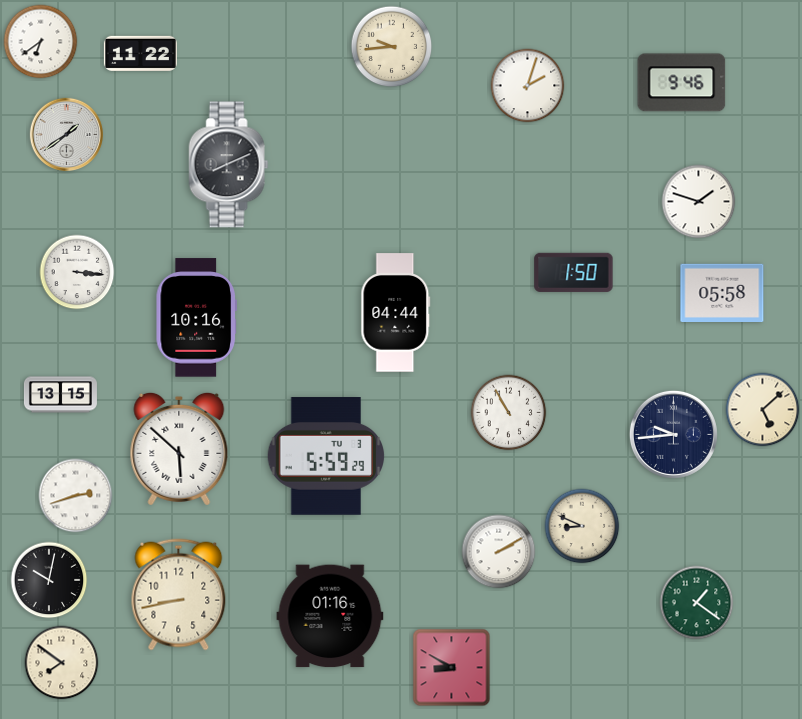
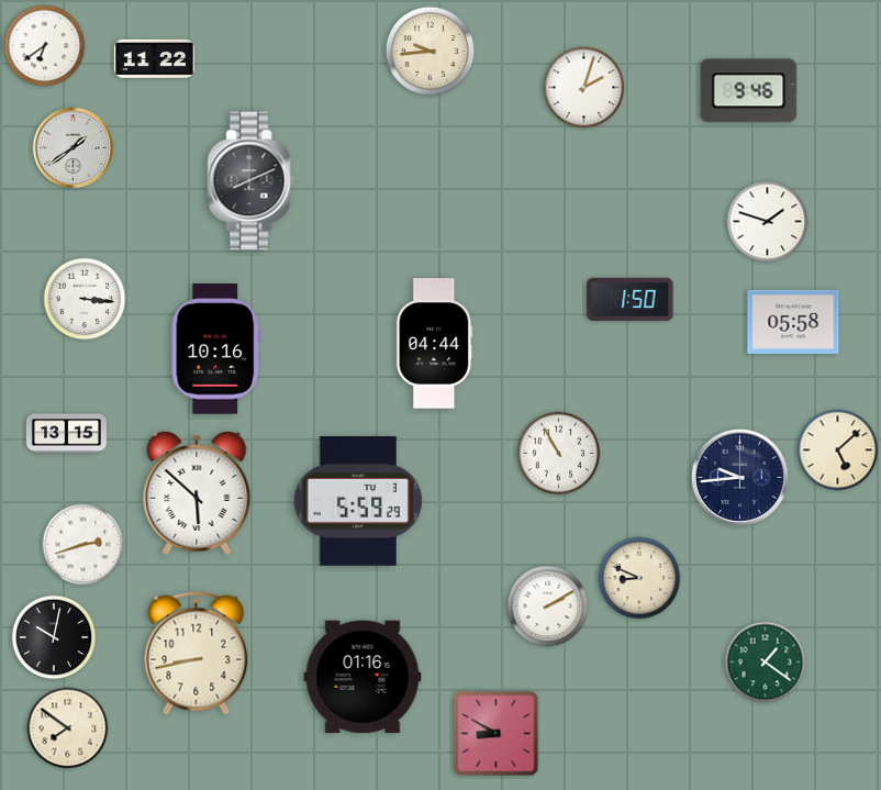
clock at (528, 86) position: (528, 86) -> (584, 88)
